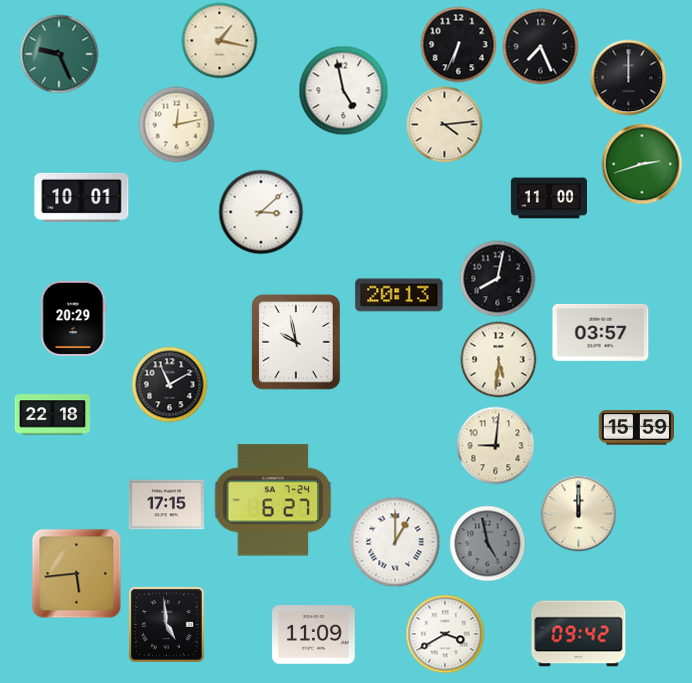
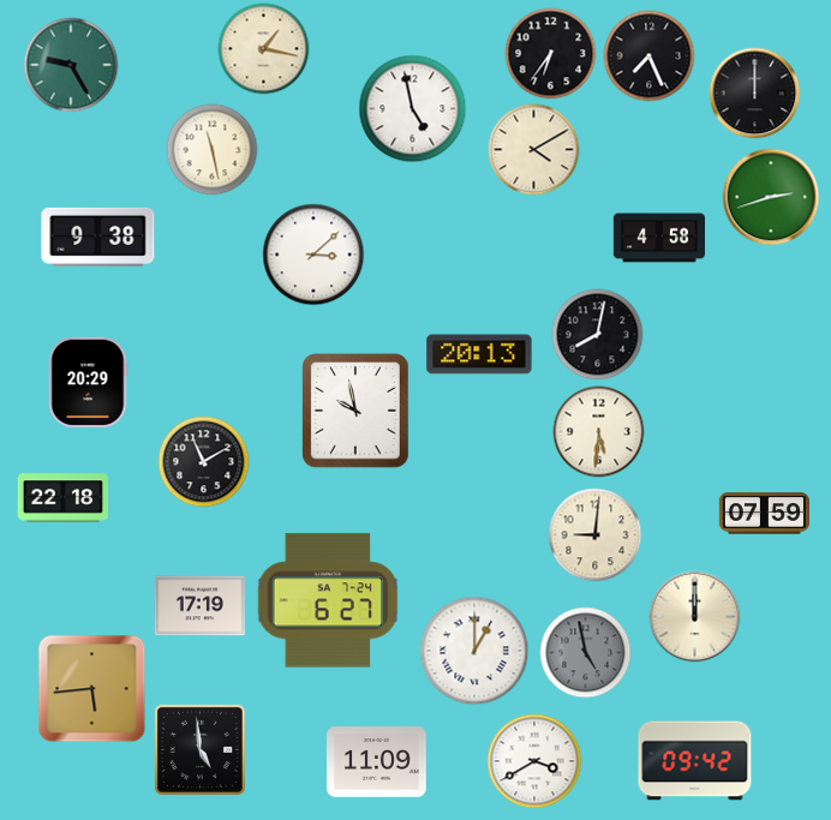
clock at (459, 45): 6:34 -> 6:36
clock at (59, 54): 9:26 -> 9:25
clock at (177, 125): 12:13 -> 11:28
clock at (445, 125): 4:14 -> 4:10
clock at (82, 197): 10:01 -> 9:38
clock at (548, 198): 11:00 -> 4:58
clock at (601, 332): 03:57 -> none
clock at (636, 428): 15:59 -> 07:59
clock at (166, 505): 17:15 -> 17:19
